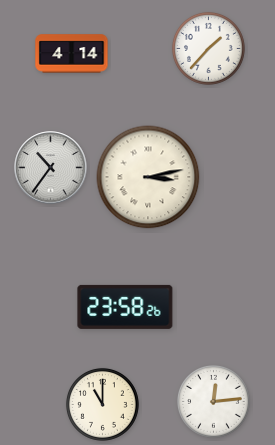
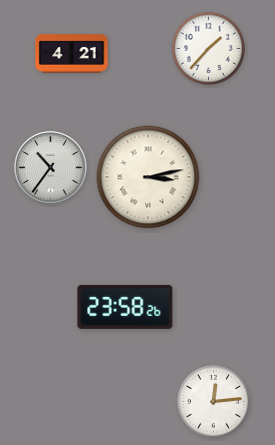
clock at (72, 54): 4:14 -> 4:21
clock at (103, 405): 11:00 -> none
